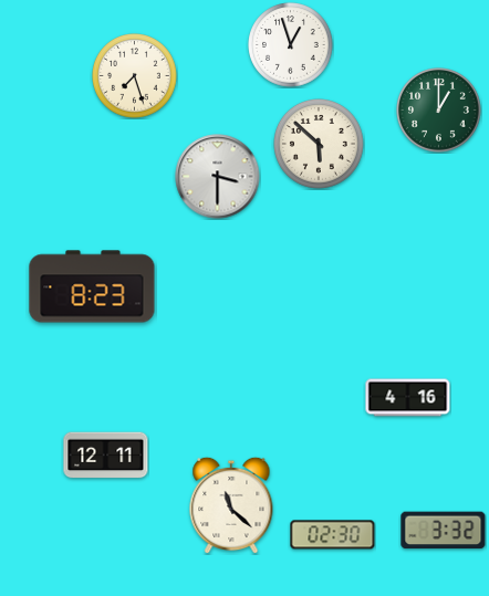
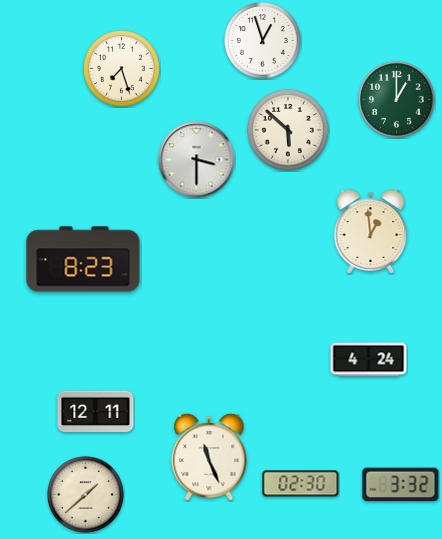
clock at (371, 232): none -> 12:59
clock at (408, 398): 4:16 -> 4:24
clock at (231, 505): 11:22 -> 11:26
clock at (444, 531) position: (444, 531) -> (401, 485)
clock at (86, 495): none -> 1:38
